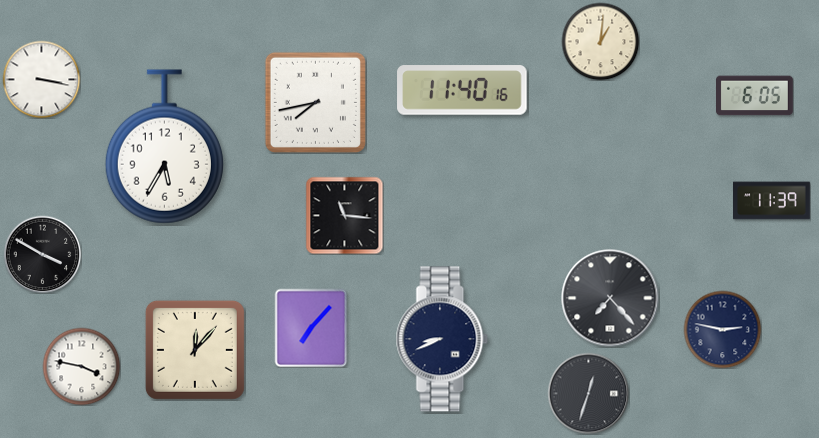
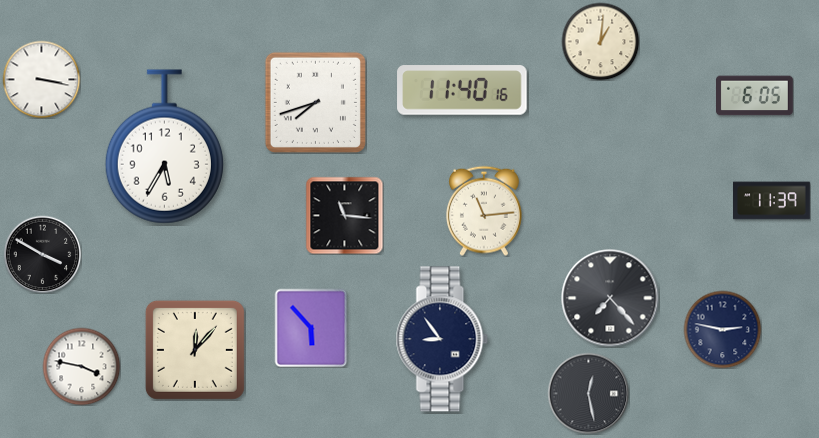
clock at (315, 102): 7:43 -> 7:42
clock at (484, 211): none -> 11:14
clock at (311, 328): 7:07 -> 5:53
clock at (442, 339): 8:41 -> 8:54
clock at (588, 393): 12:33 -> 12:28
